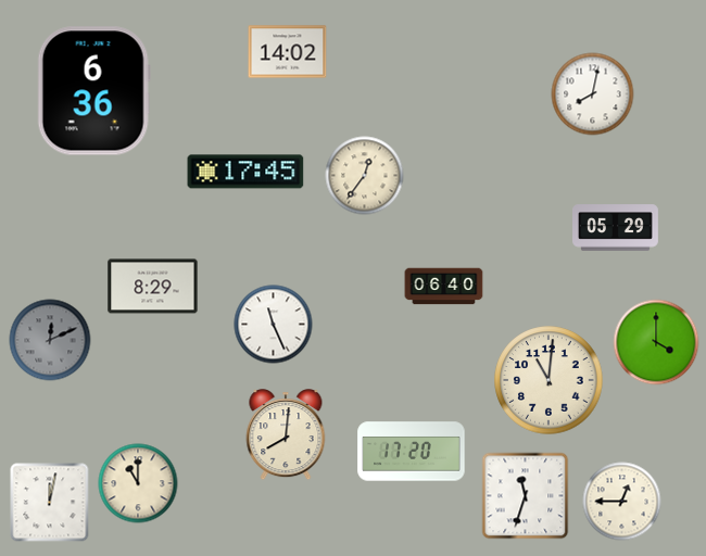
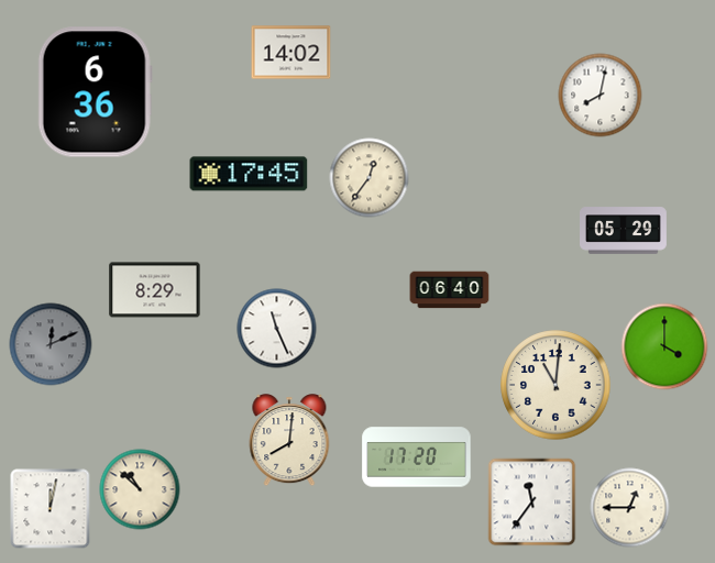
clock at (138, 483): 11:00 -> 10:52
clock at (526, 496): 11:33 -> 11:36
